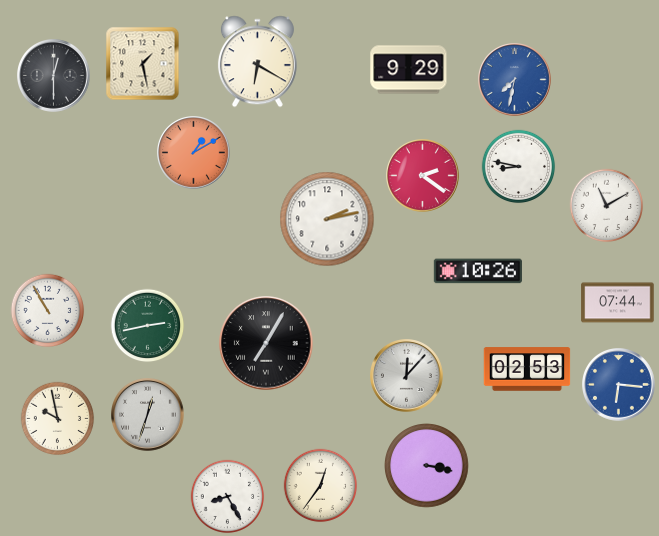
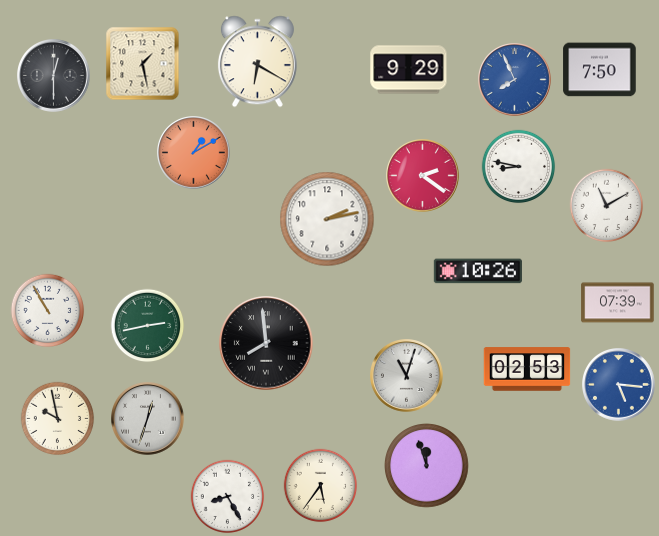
clock at (600, 70): none -> 7:50
clock at (515, 80): 7:32 -> 7:56
clock at (618, 303): 07:44 -> 07:39
clock at (266, 343): 7:05 -> 7:59
clock at (407, 376): 12:07 -> 11:03
clock at (619, 385): 6:16 -> 5:16
clock at (148, 415) position: (148, 415) -> (148, 419)
clock at (427, 466): 3:17 -> 11:57
clock at (321, 486): 12:36 -> 5:36
